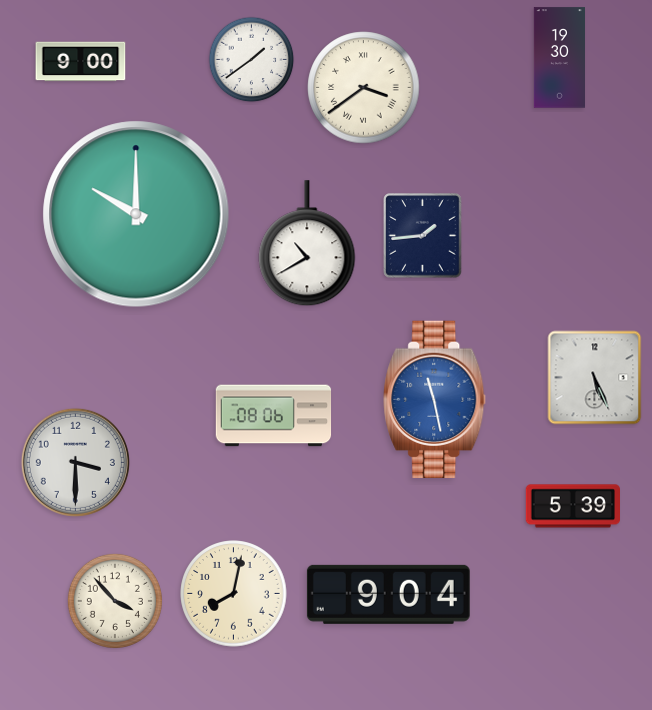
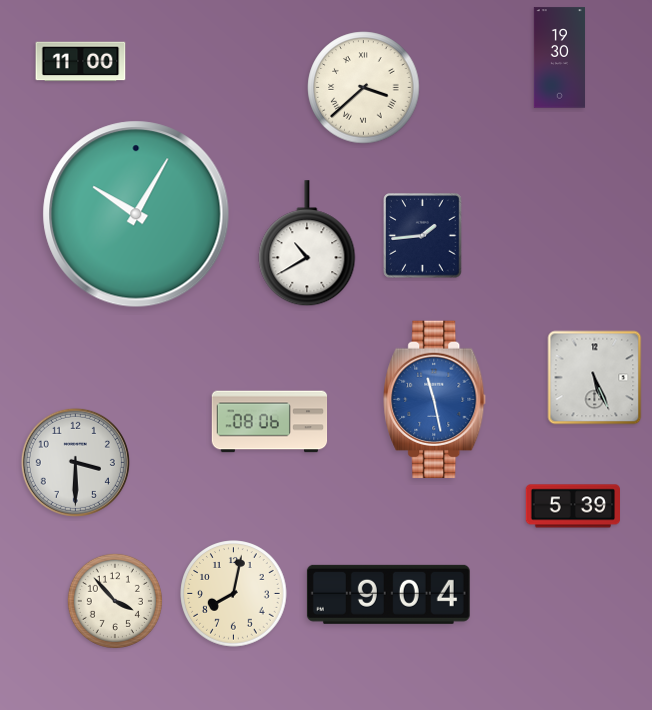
clock at (252, 60): 1:39 -> none
clock at (81, 62): 9:00 -> 11:00
clock at (364, 88): 3:39 -> 3:38
clock at (136, 214): 10:00 -> 10:05
clock at (274, 416) position: (274, 416) -> (270, 422)
